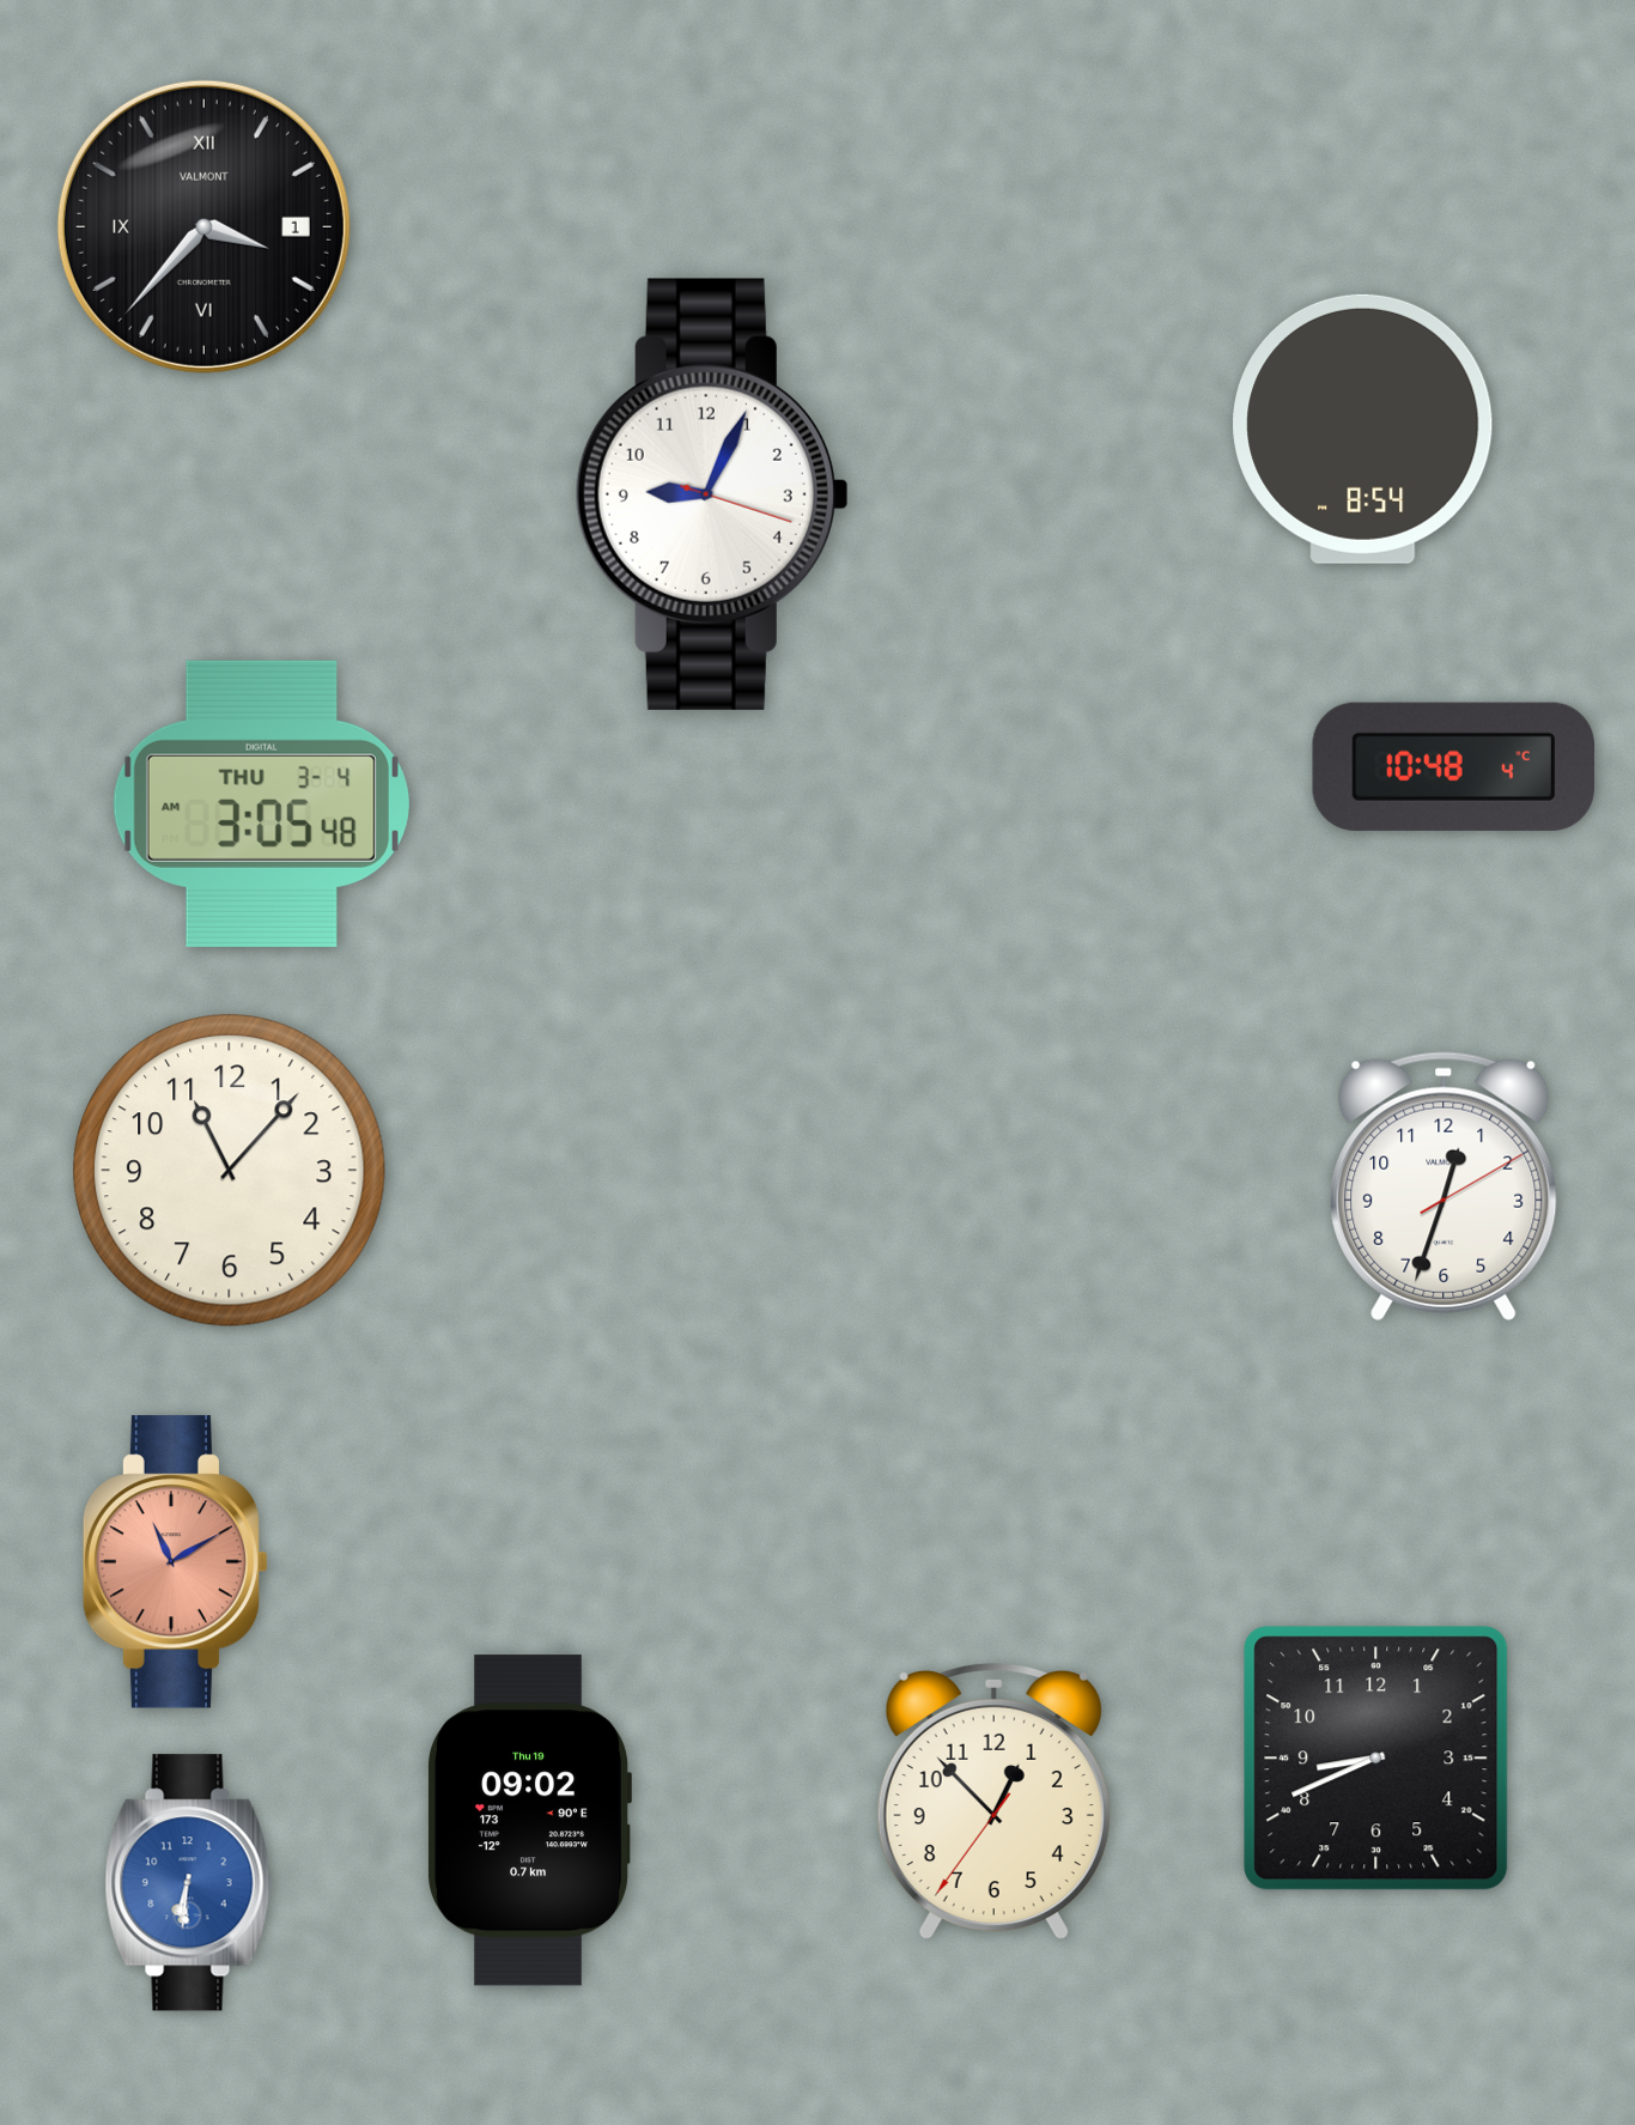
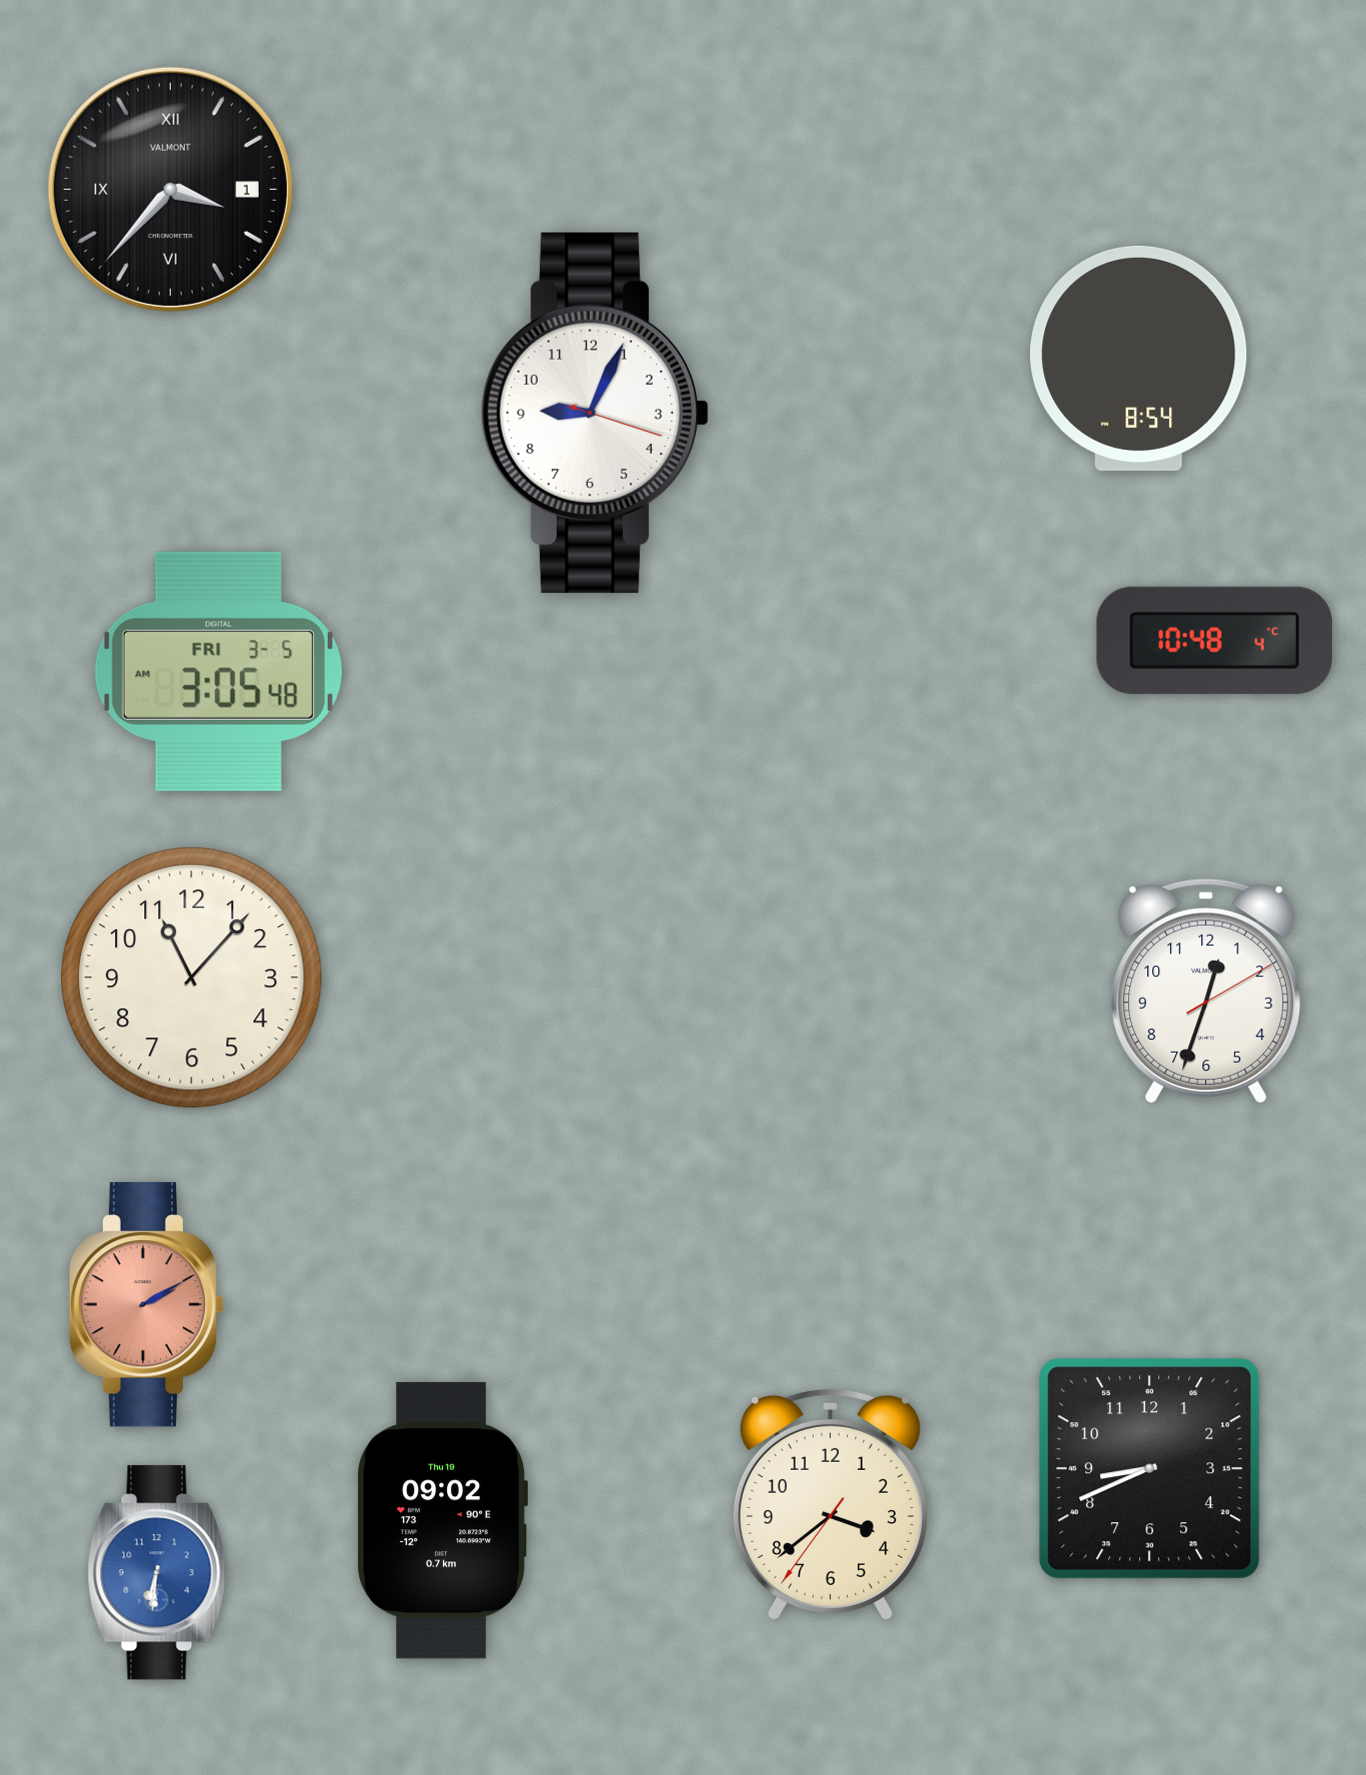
clock at (261, 803) date: THU 3-4 -> FRI 3-5
clock at (176, 1562): 11:10 -> 2:10
clock at (993, 1802): 12:52 -> 3:38
